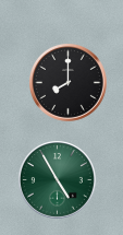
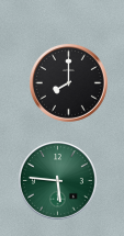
clock at (57, 179): 4:55 -> 5:46
